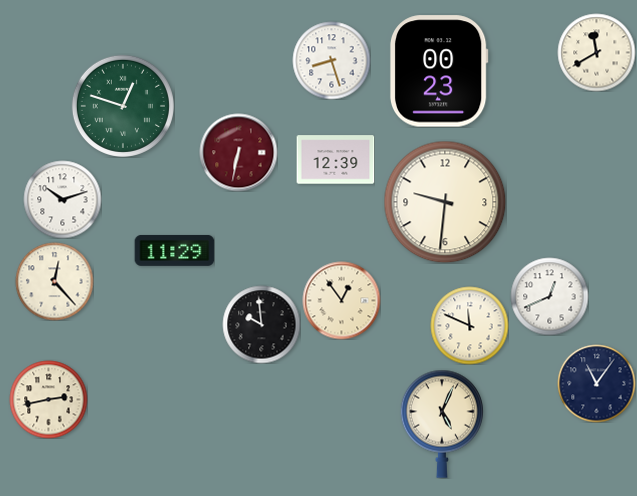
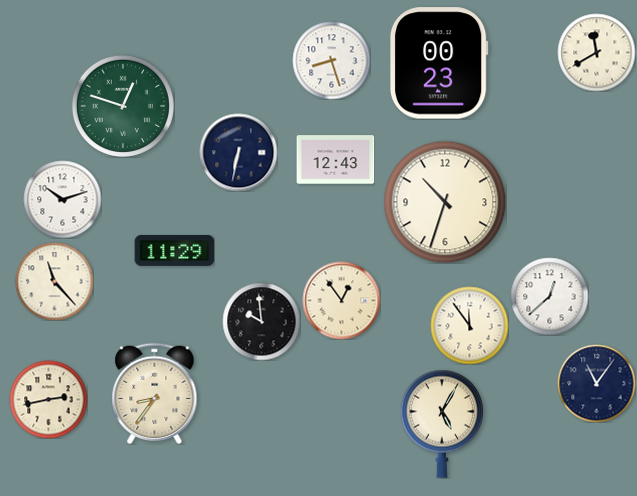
clock at (439, 71) position: (439, 71) -> (439, 63)
clock at (238, 152) dial: burgundy -> navy
clock at (335, 160): 12:39 -> 12:43
clock at (445, 202): 9:31 -> 10:33
clock at (54, 281): 12:23 -> 11:23
clock at (549, 296): 12:41 -> 12:38
clock at (261, 324) position: (261, 324) -> (261, 321)
clock at (469, 325): 11:49 -> 11:54
clock at (155, 393): none -> 8:36
clock at (441, 424): 5:04 -> 5:05
